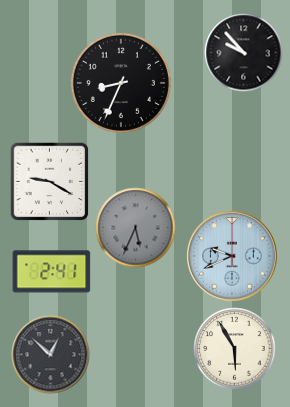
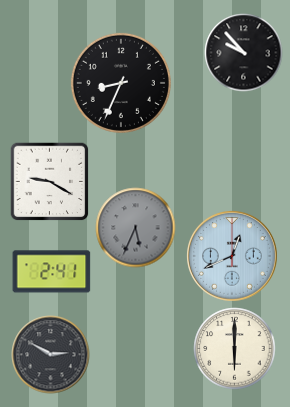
clock at (232, 256): 9:41 -> 12:41
clock at (234, 348): 5:55 -> 6:00
clock at (50, 354): 12:52 -> 2:50
